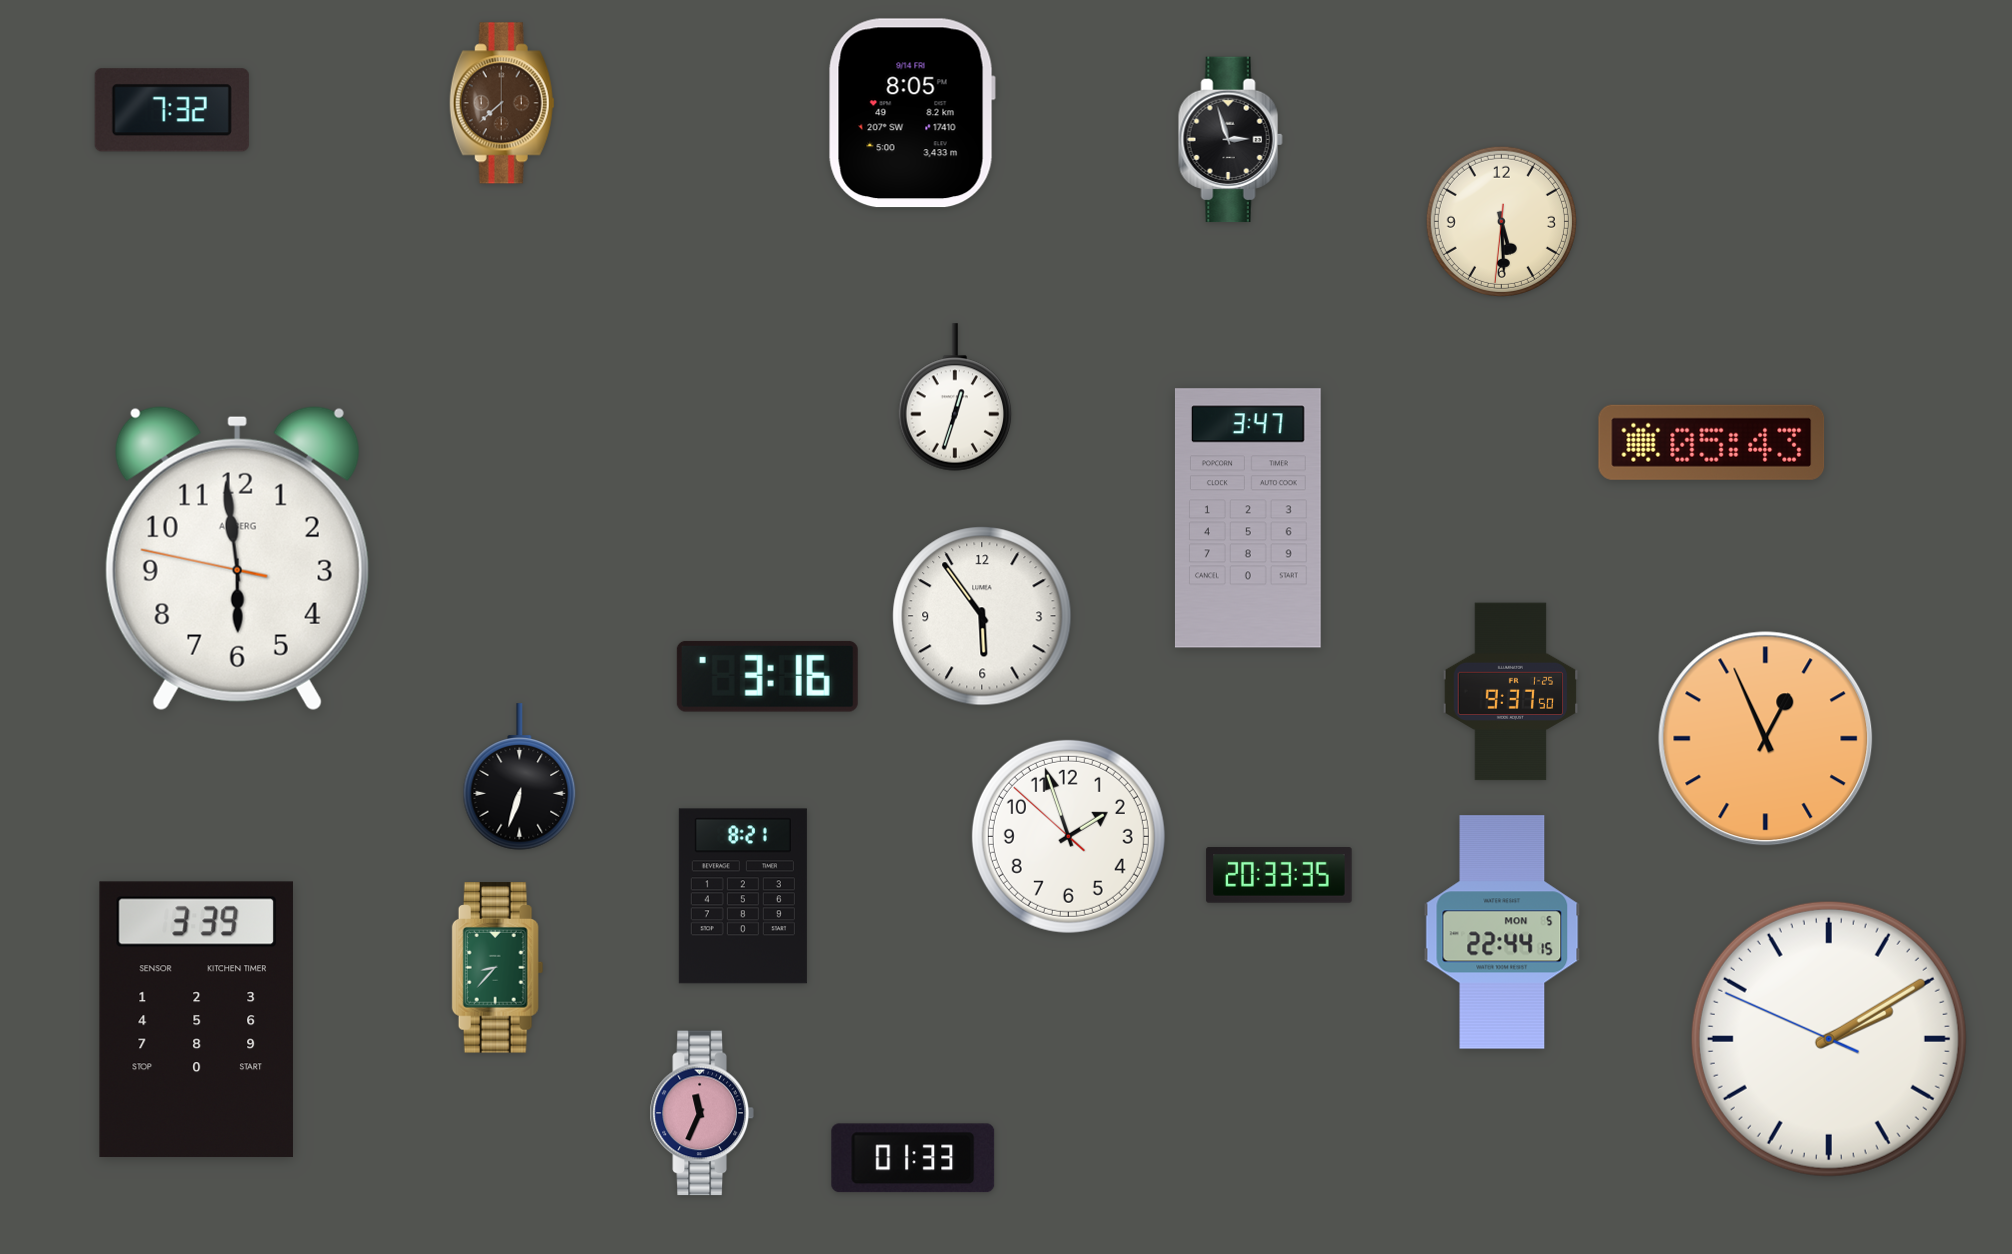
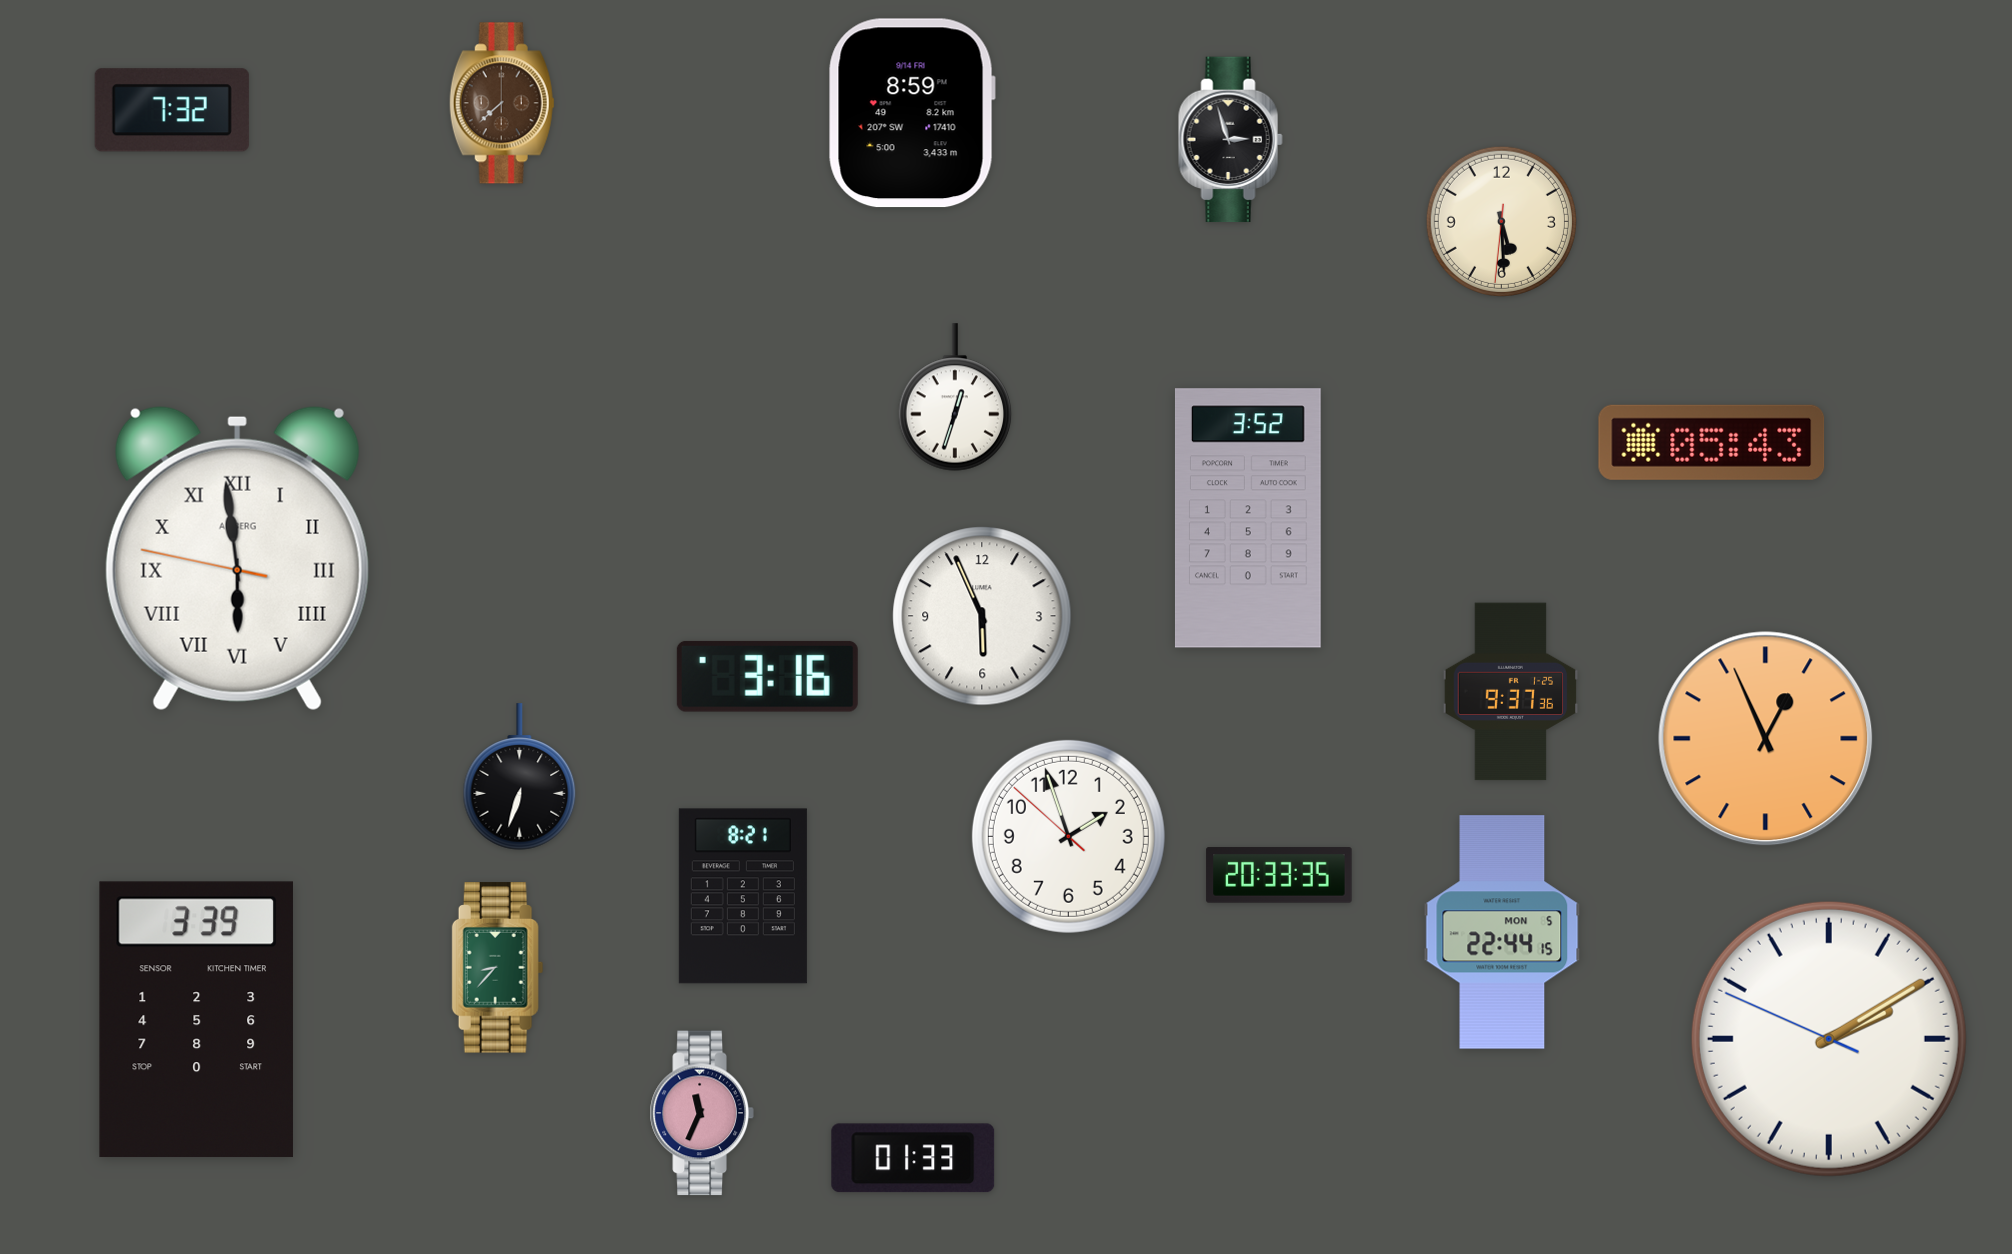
clock at (912, 113): 8:05 -> 8:59
clock at (1248, 518): 3:47 -> 3:52
clock at (237, 558) numerals: Arabic -> Roman
clock at (982, 616): 5:54 -> 5:56
clock at (1511, 692): 9:37:50 -> 9:37:36
